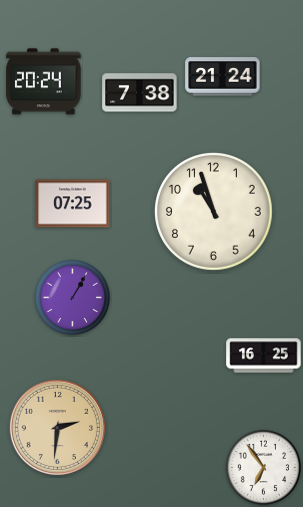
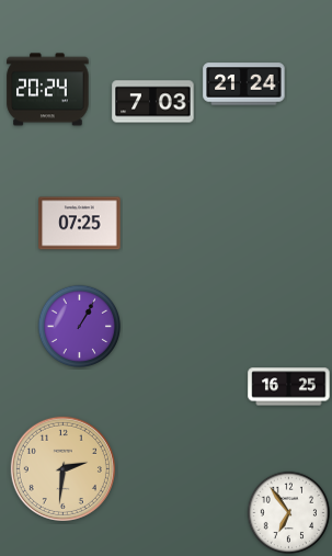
clock at (140, 93): 7:38 -> 7:03
clock at (214, 212): 10:57 -> none
clock at (264, 356) position: (264, 356) -> (289, 387)
